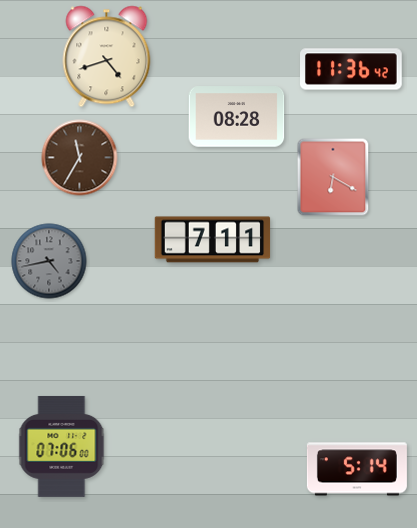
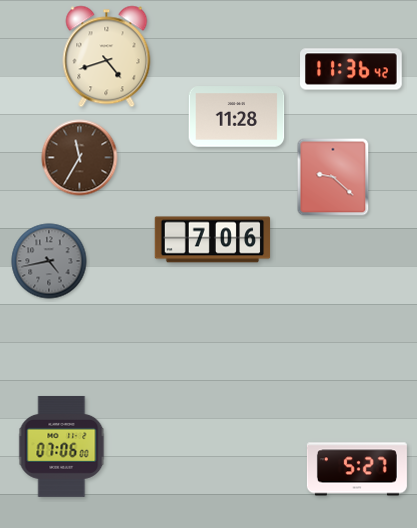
clock at (237, 117): 08:28 -> 11:28
clock at (333, 177): 6:20 -> 9:22
clock at (213, 240): 7:11 -> 7:06
clock at (357, 469): 5:14 -> 5:27
